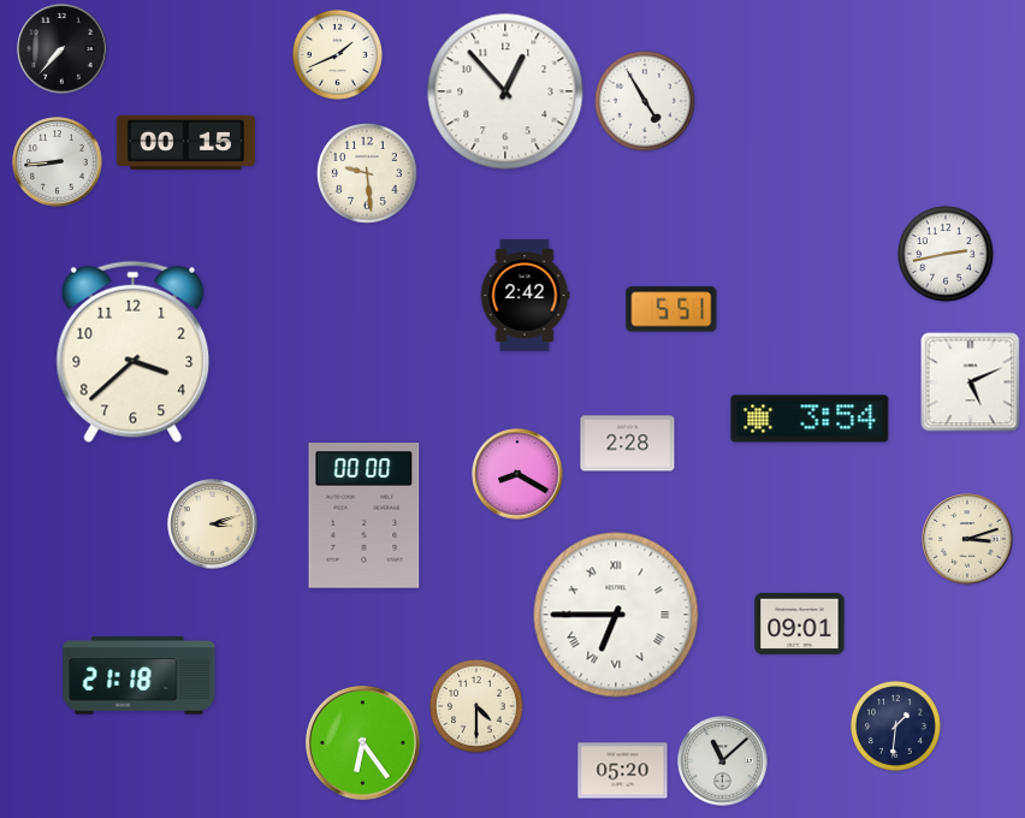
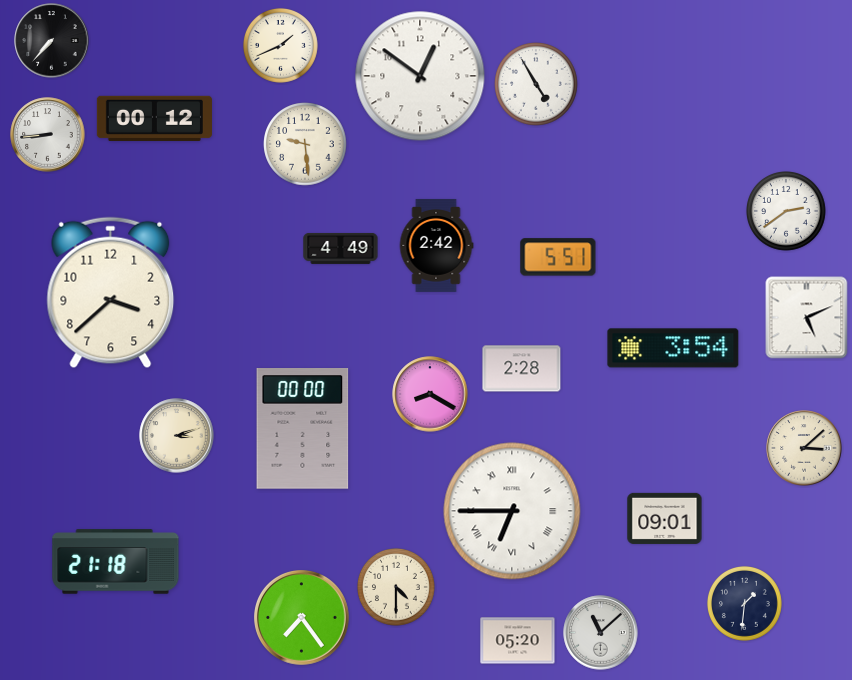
clock at (505, 91): 12:53 -> 12:51
clock at (185, 142): 00:15 -> 00:12
clock at (947, 255): 2:43 -> 2:39
clock at (341, 248): none -> 4:49
clock at (967, 539): 3:12 -> 3:08
clock at (363, 743): 6:24 -> 7:24
